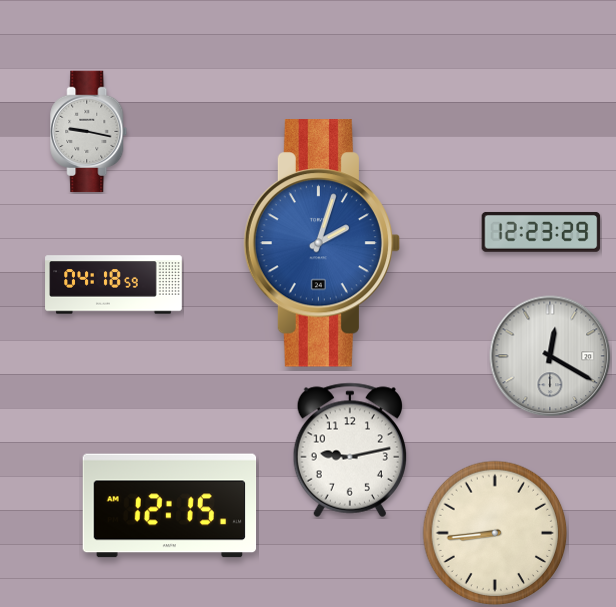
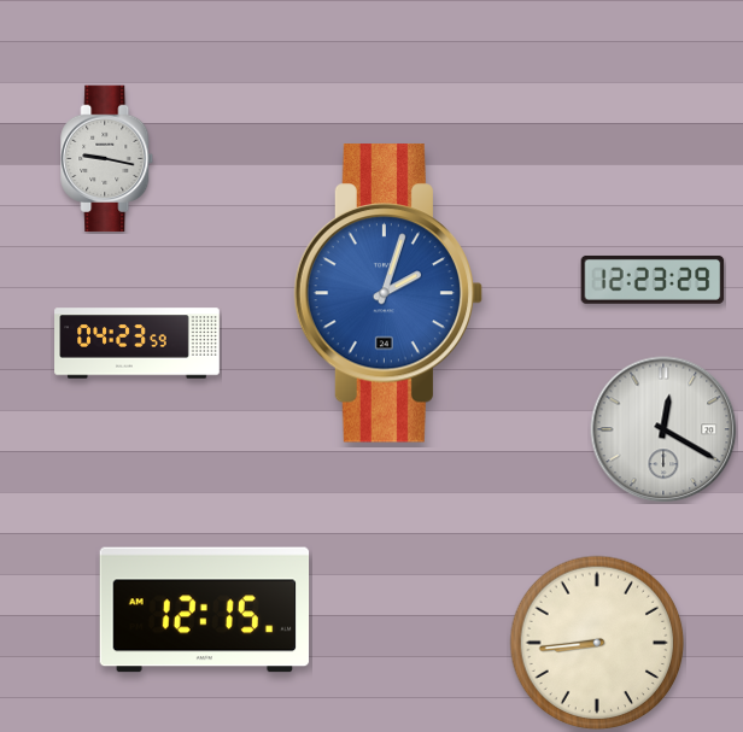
clock at (114, 285): 04:18 -> 04:23
clock at (349, 450): 9:13 -> none
